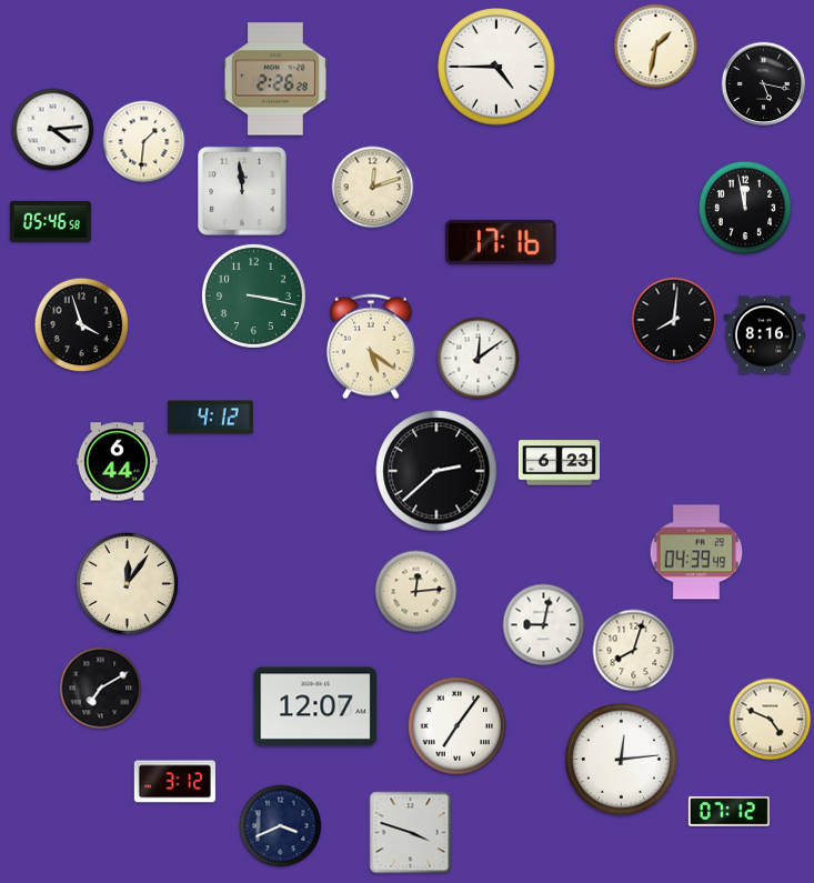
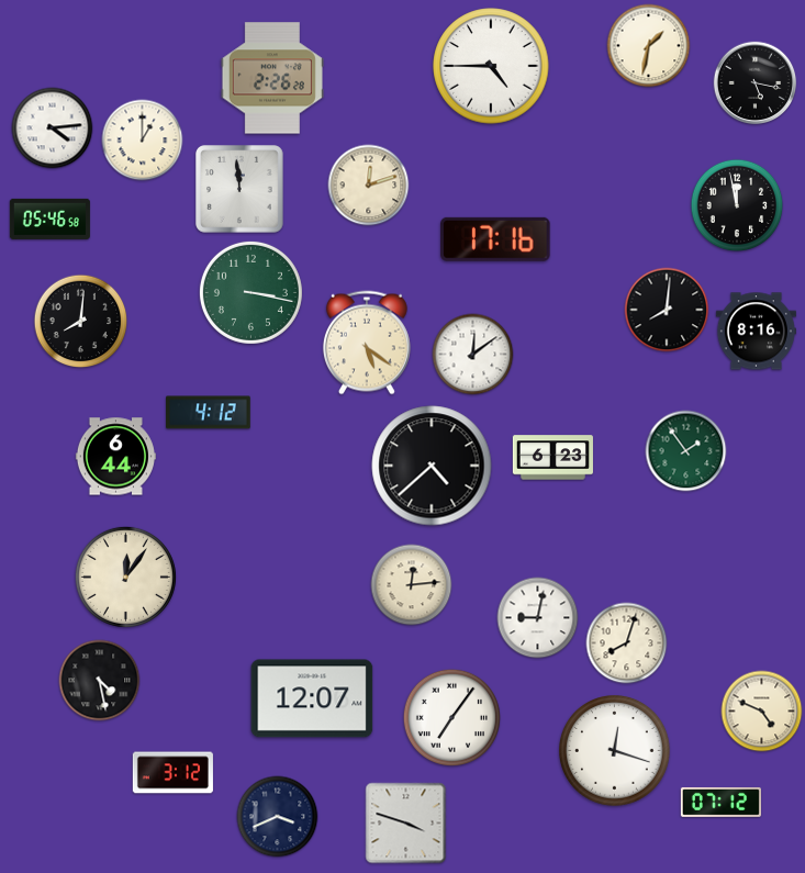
clock at (144, 142): 1:31 -> 1:00
clock at (674, 320) position: (674, 320) -> (667, 310)
clock at (82, 325): 3:57 -> 8:01
clock at (686, 451): none -> 1:54
clock at (436, 471): 2:38 -> 4:38
clock at (696, 552): 04:39 -> none
clock at (101, 689): 7:10 -> 4:28
clock at (622, 760): 12:14 -> 12:18
